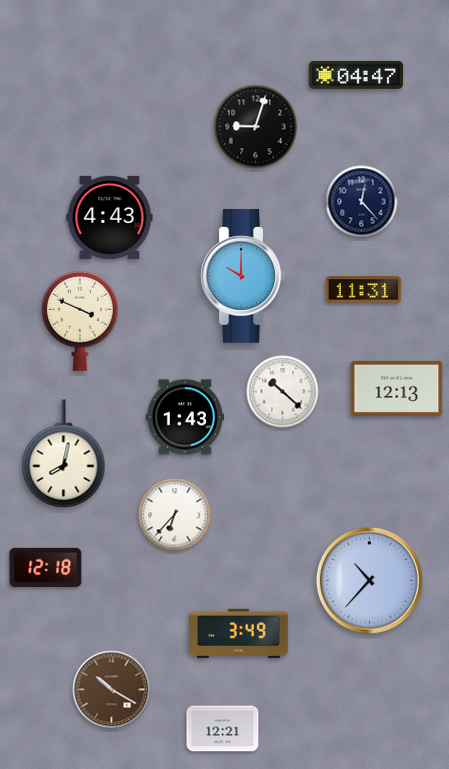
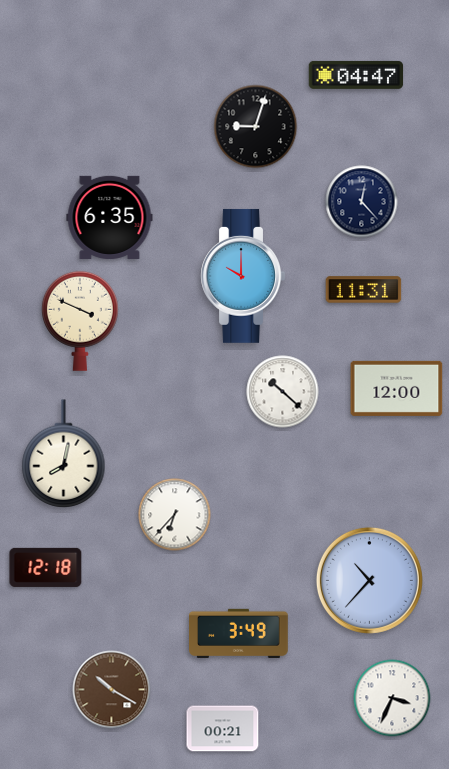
clock at (110, 217): 4:43 -> 6:35
clock at (397, 388): 12:13 -> 12:00
clock at (185, 417): 1:43 -> none
clock at (392, 698): none -> 3:34
clock at (223, 729): 12:21 -> 00:21
